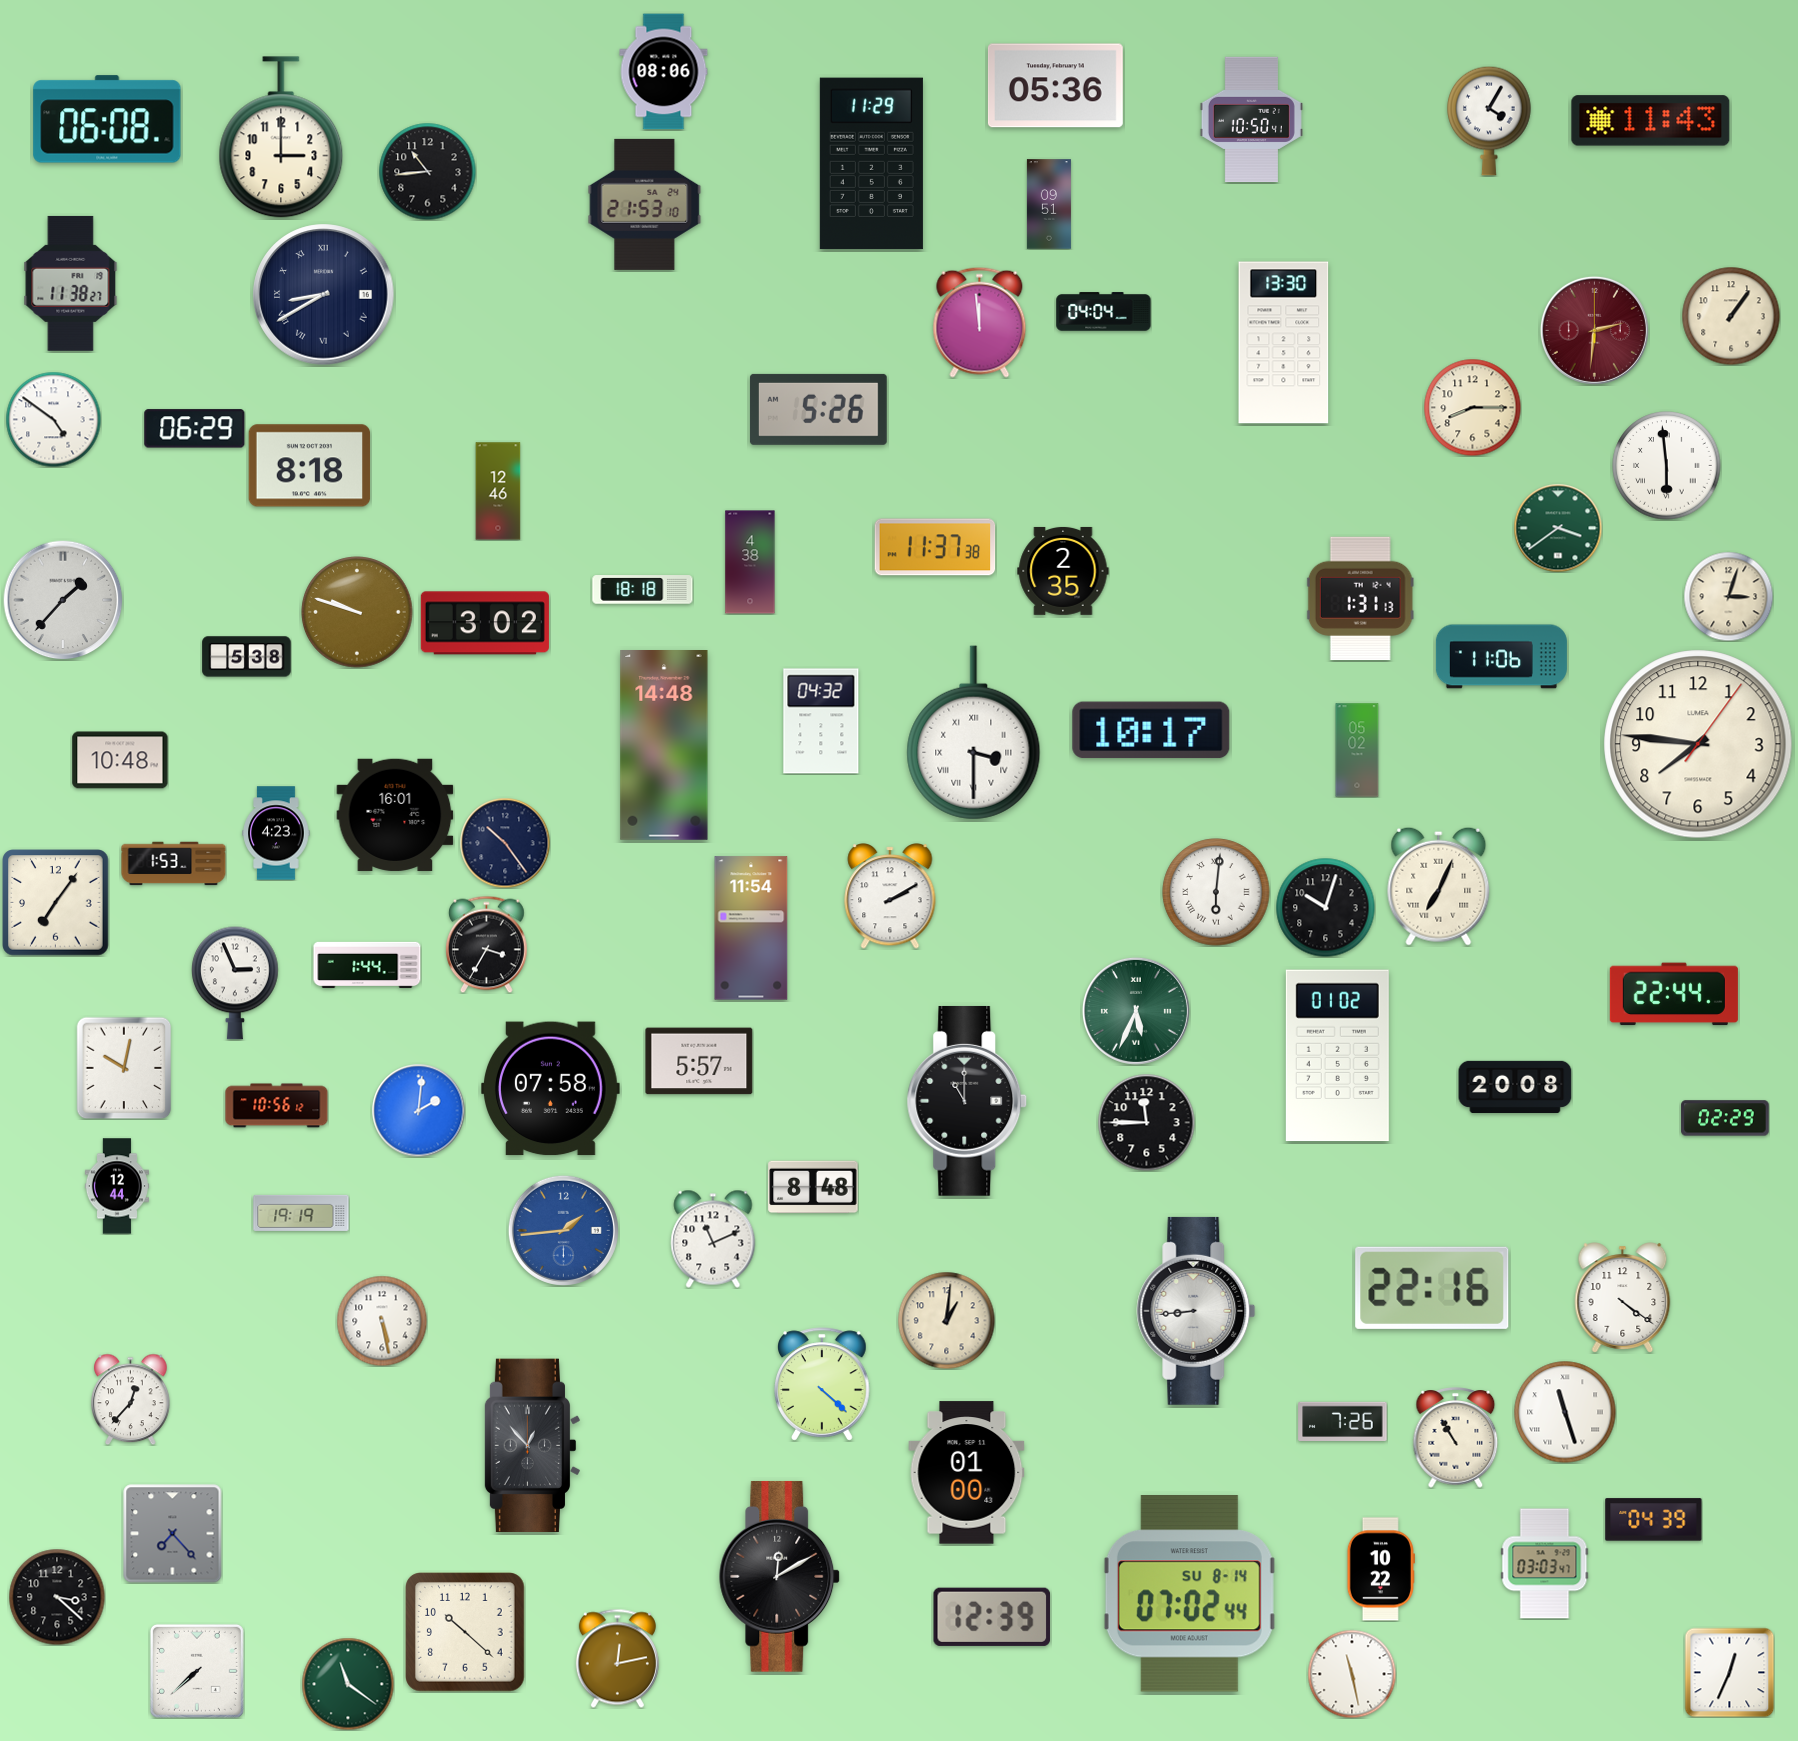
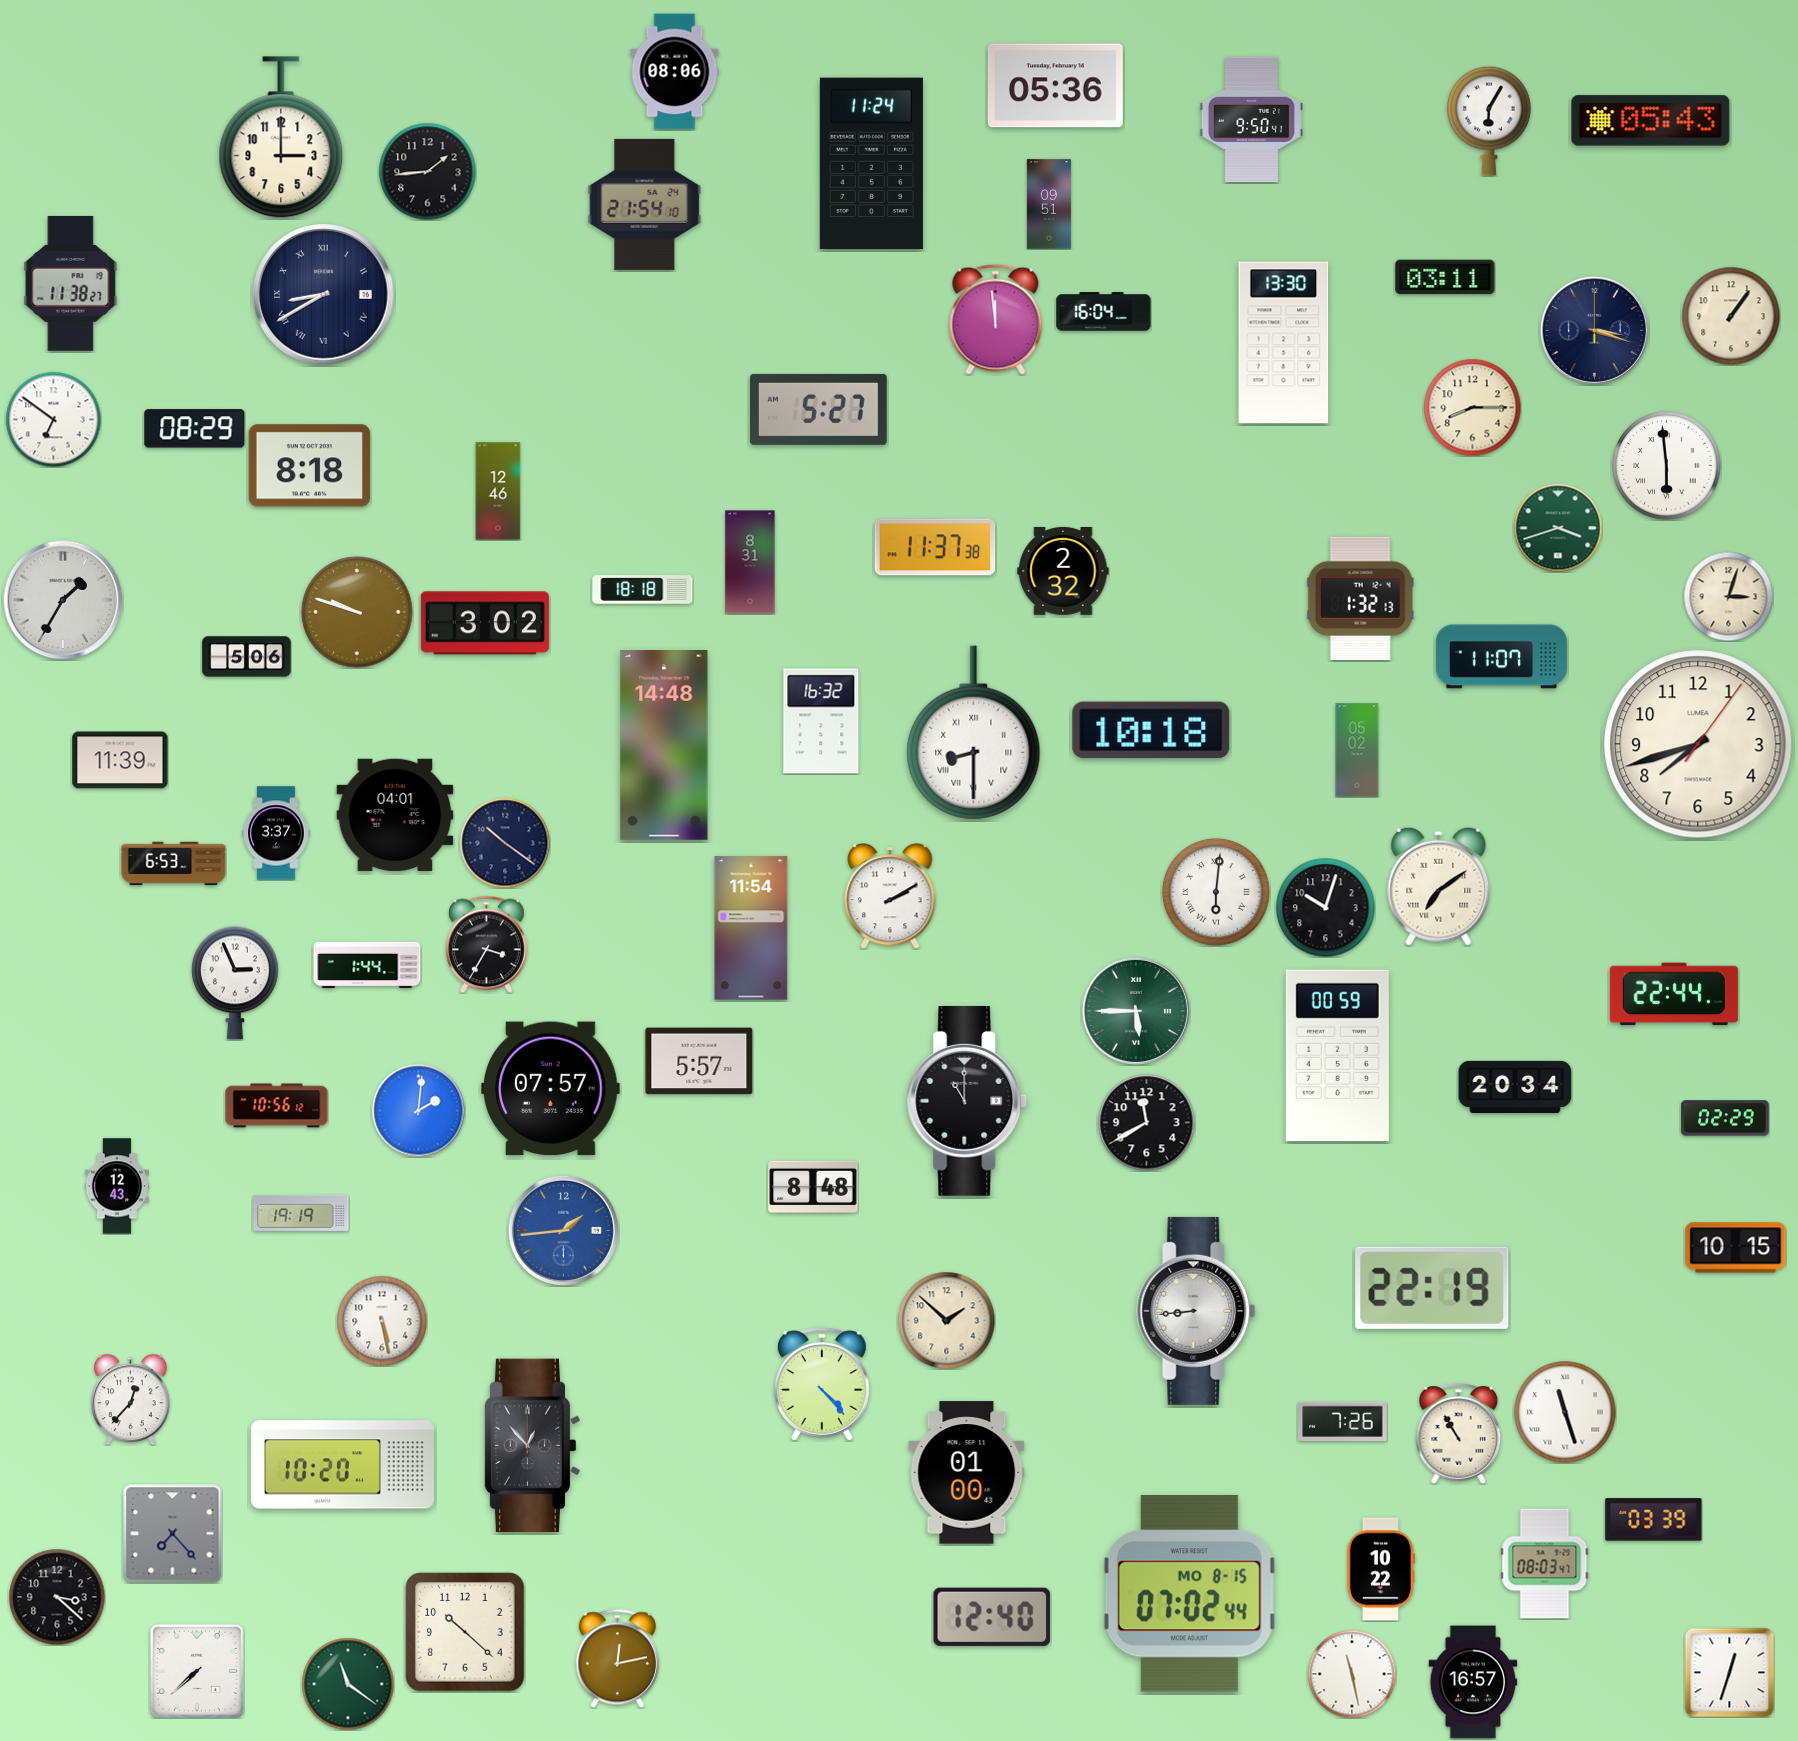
clock at (664, 72) position: (664, 72) -> (675, 72)
clock at (107, 119): 06:08 -> none
clock at (1251, 119): 10:50 -> 9:50
clock at (1489, 121): 4:05 -> 6:05
clock at (1651, 121): 11:43 -> 05:43
clock at (871, 164): 11:29 -> 11:24
clock at (427, 171): 10:44 -> 1:44
clock at (645, 204): 21:53 -> 21:54
clock at (1445, 277): none -> 03:11
clock at (1104, 312): 04:04 -> 16:04
clock at (980, 322) position: (980, 322) -> (996, 319)
clock at (1594, 330): 2:31 -> 3:18
clock at (1594, 330) dial: burgundy -> navy
clock at (818, 409): 5:26 -> 5:27
clock at (53, 419): 4:51 -> 6:51
clock at (195, 429): 06:29 -> 08:29
clock at (1558, 528): 3:39 -> 3:42
clock at (750, 562): 4:38 -> 8:31
clock at (1063, 571): 2:35 -> 2:32
clock at (1360, 598): 1:31 -> 1:32
clock at (63, 600): 1:37 -> 1:35
clock at (247, 657): 5:38 -> 5:06
clock at (1501, 657): 11:06 -> 11:07
clock at (821, 721): 04:32 -> 16:32
clock at (1151, 730): 10:17 -> 10:18
clock at (974, 733): 3:30 -> 8:30
clock at (1698, 744): 7:46 -> 7:42
clock at (120, 760): 10:48 -> 11:39
clock at (395, 815): 16:01 -> 04:01
clock at (276, 833): 4:23 -> 3:37
clock at (505, 843): 10:24 -> 10:21
clock at (174, 864): 1:53 -> 6:53
clock at (1439, 886): 7:04 -> 7:09
clock at (56, 903): 7:06 -> none
clock at (1136, 1011): 5:34 -> 5:45
clock at (1337, 1056): 01:02 -> 00:59
clock at (124, 1068): 10:02 -> none
clock at (1515, 1086): 20:08 -> 20:34
clock at (551, 1089): 07:58 -> 07:57
clock at (1146, 1122): 11:45 -> 11:40
clock at (117, 1186): 12:44 -> 12:43
clock at (713, 1239): 11:11 -> none
clock at (1736, 1248): none -> 10:15
clock at (1432, 1288): 22:16 -> 22:19
clock at (1623, 1298): 4:21 -> none
clock at (946, 1320): 1:01 -> 1:52
clock at (822, 1384): 4:22 -> 4:23
clock at (1456, 1438) position: (1456, 1438) -> (1459, 1434)
clock at (342, 1465): none -> 10:20
clock at (1654, 1520): 04:39 -> 03:39
clock at (1545, 1564): 03:03 -> 08:03
clock at (780, 1576): 12:10 -> none
clock at (1189, 1594) date: SU 8-14 -> MO 8-15
clock at (992, 1617): 12:39 -> 12:40
clock at (1729, 1672): 12:34 -> 12:33
clock at (1473, 1682): none -> 16:57
